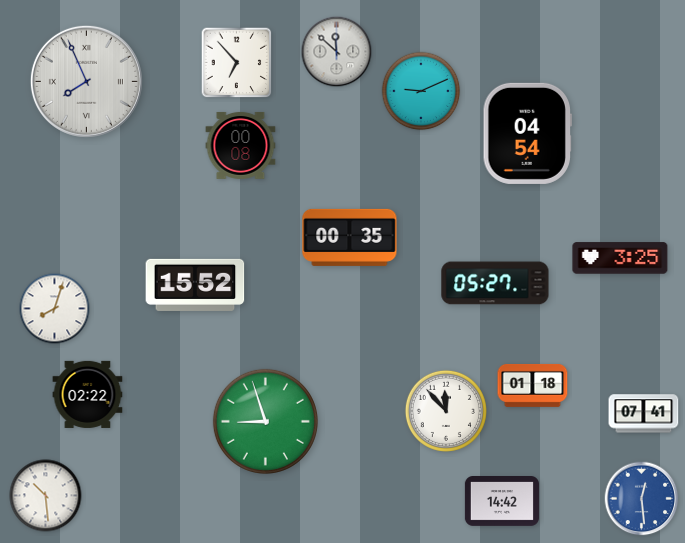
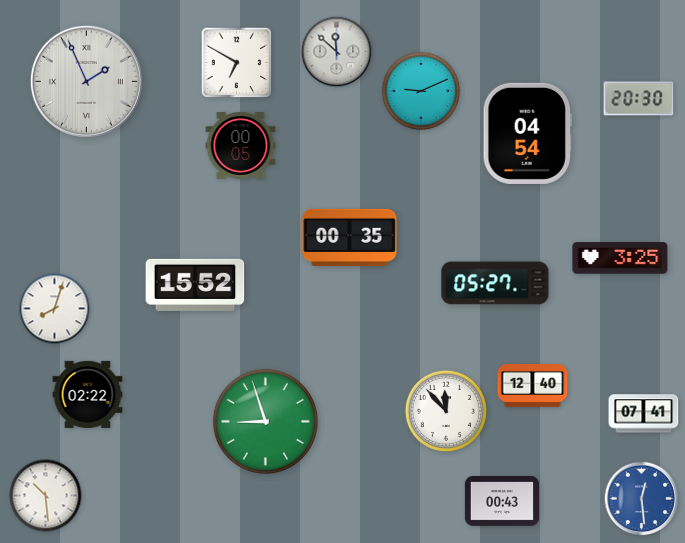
clock at (237, 63): 6:53 -> 6:50
clock at (86, 81): 7:56 -> 1:56
clock at (639, 99): none -> 20:30
clock at (241, 145): 00:08 -> 00:05
clock at (533, 385): 01:18 -> 12:40
clock at (502, 502): 14:42 -> 00:43
